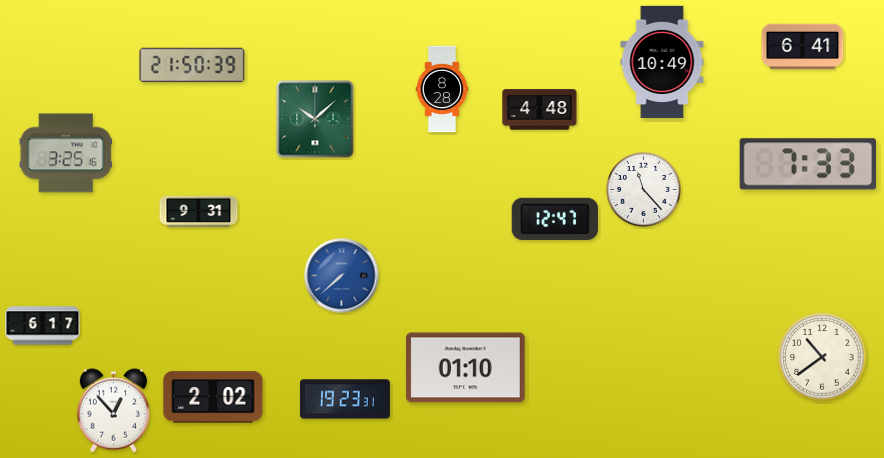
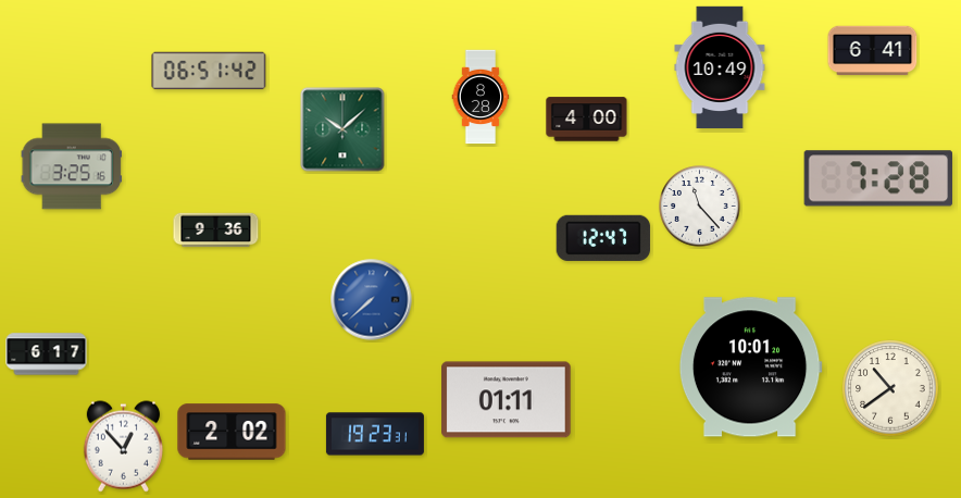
clock at (192, 65): 21:50 -> 06:51
clock at (540, 110): 4:48 -> 4:00
clock at (807, 164): 7:33 -> 7:28
clock at (199, 212): 9:31 -> 9:36
clock at (750, 368): none -> 10:01
clock at (822, 357) position: (822, 357) -> (890, 388)
clock at (466, 368): 01:10 -> 01:11
